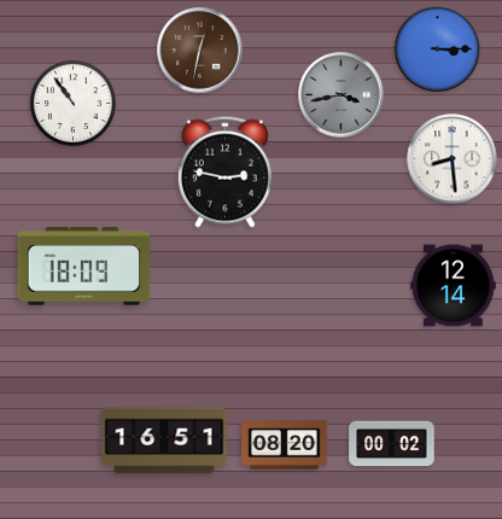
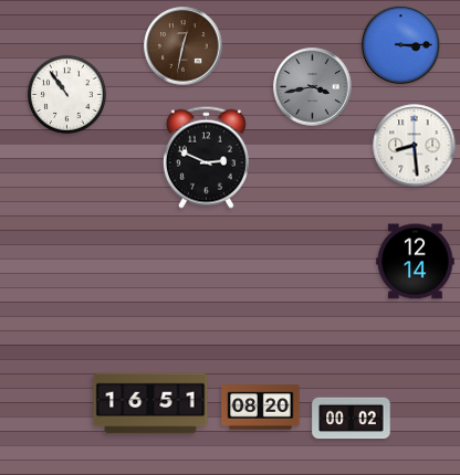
clock at (224, 171): 2:47 -> 2:49
clock at (84, 267): 18:09 -> none
clock at (392, 444) position: (392, 444) -> (352, 419)
